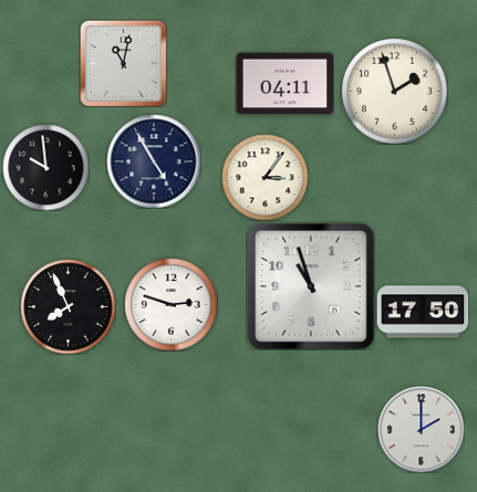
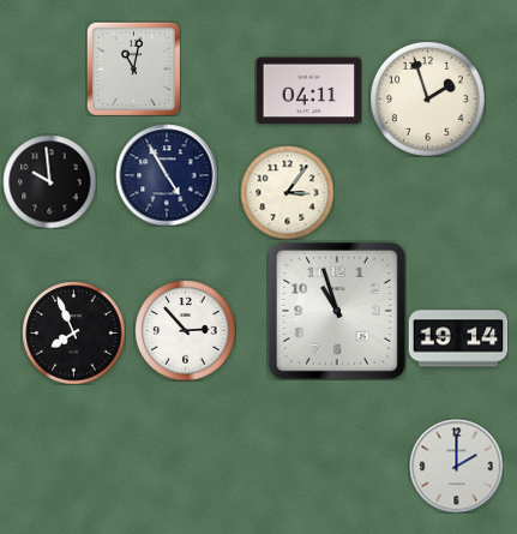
clock at (170, 304): 2:48 -> 2:53
clock at (423, 312): 17:50 -> 19:14
